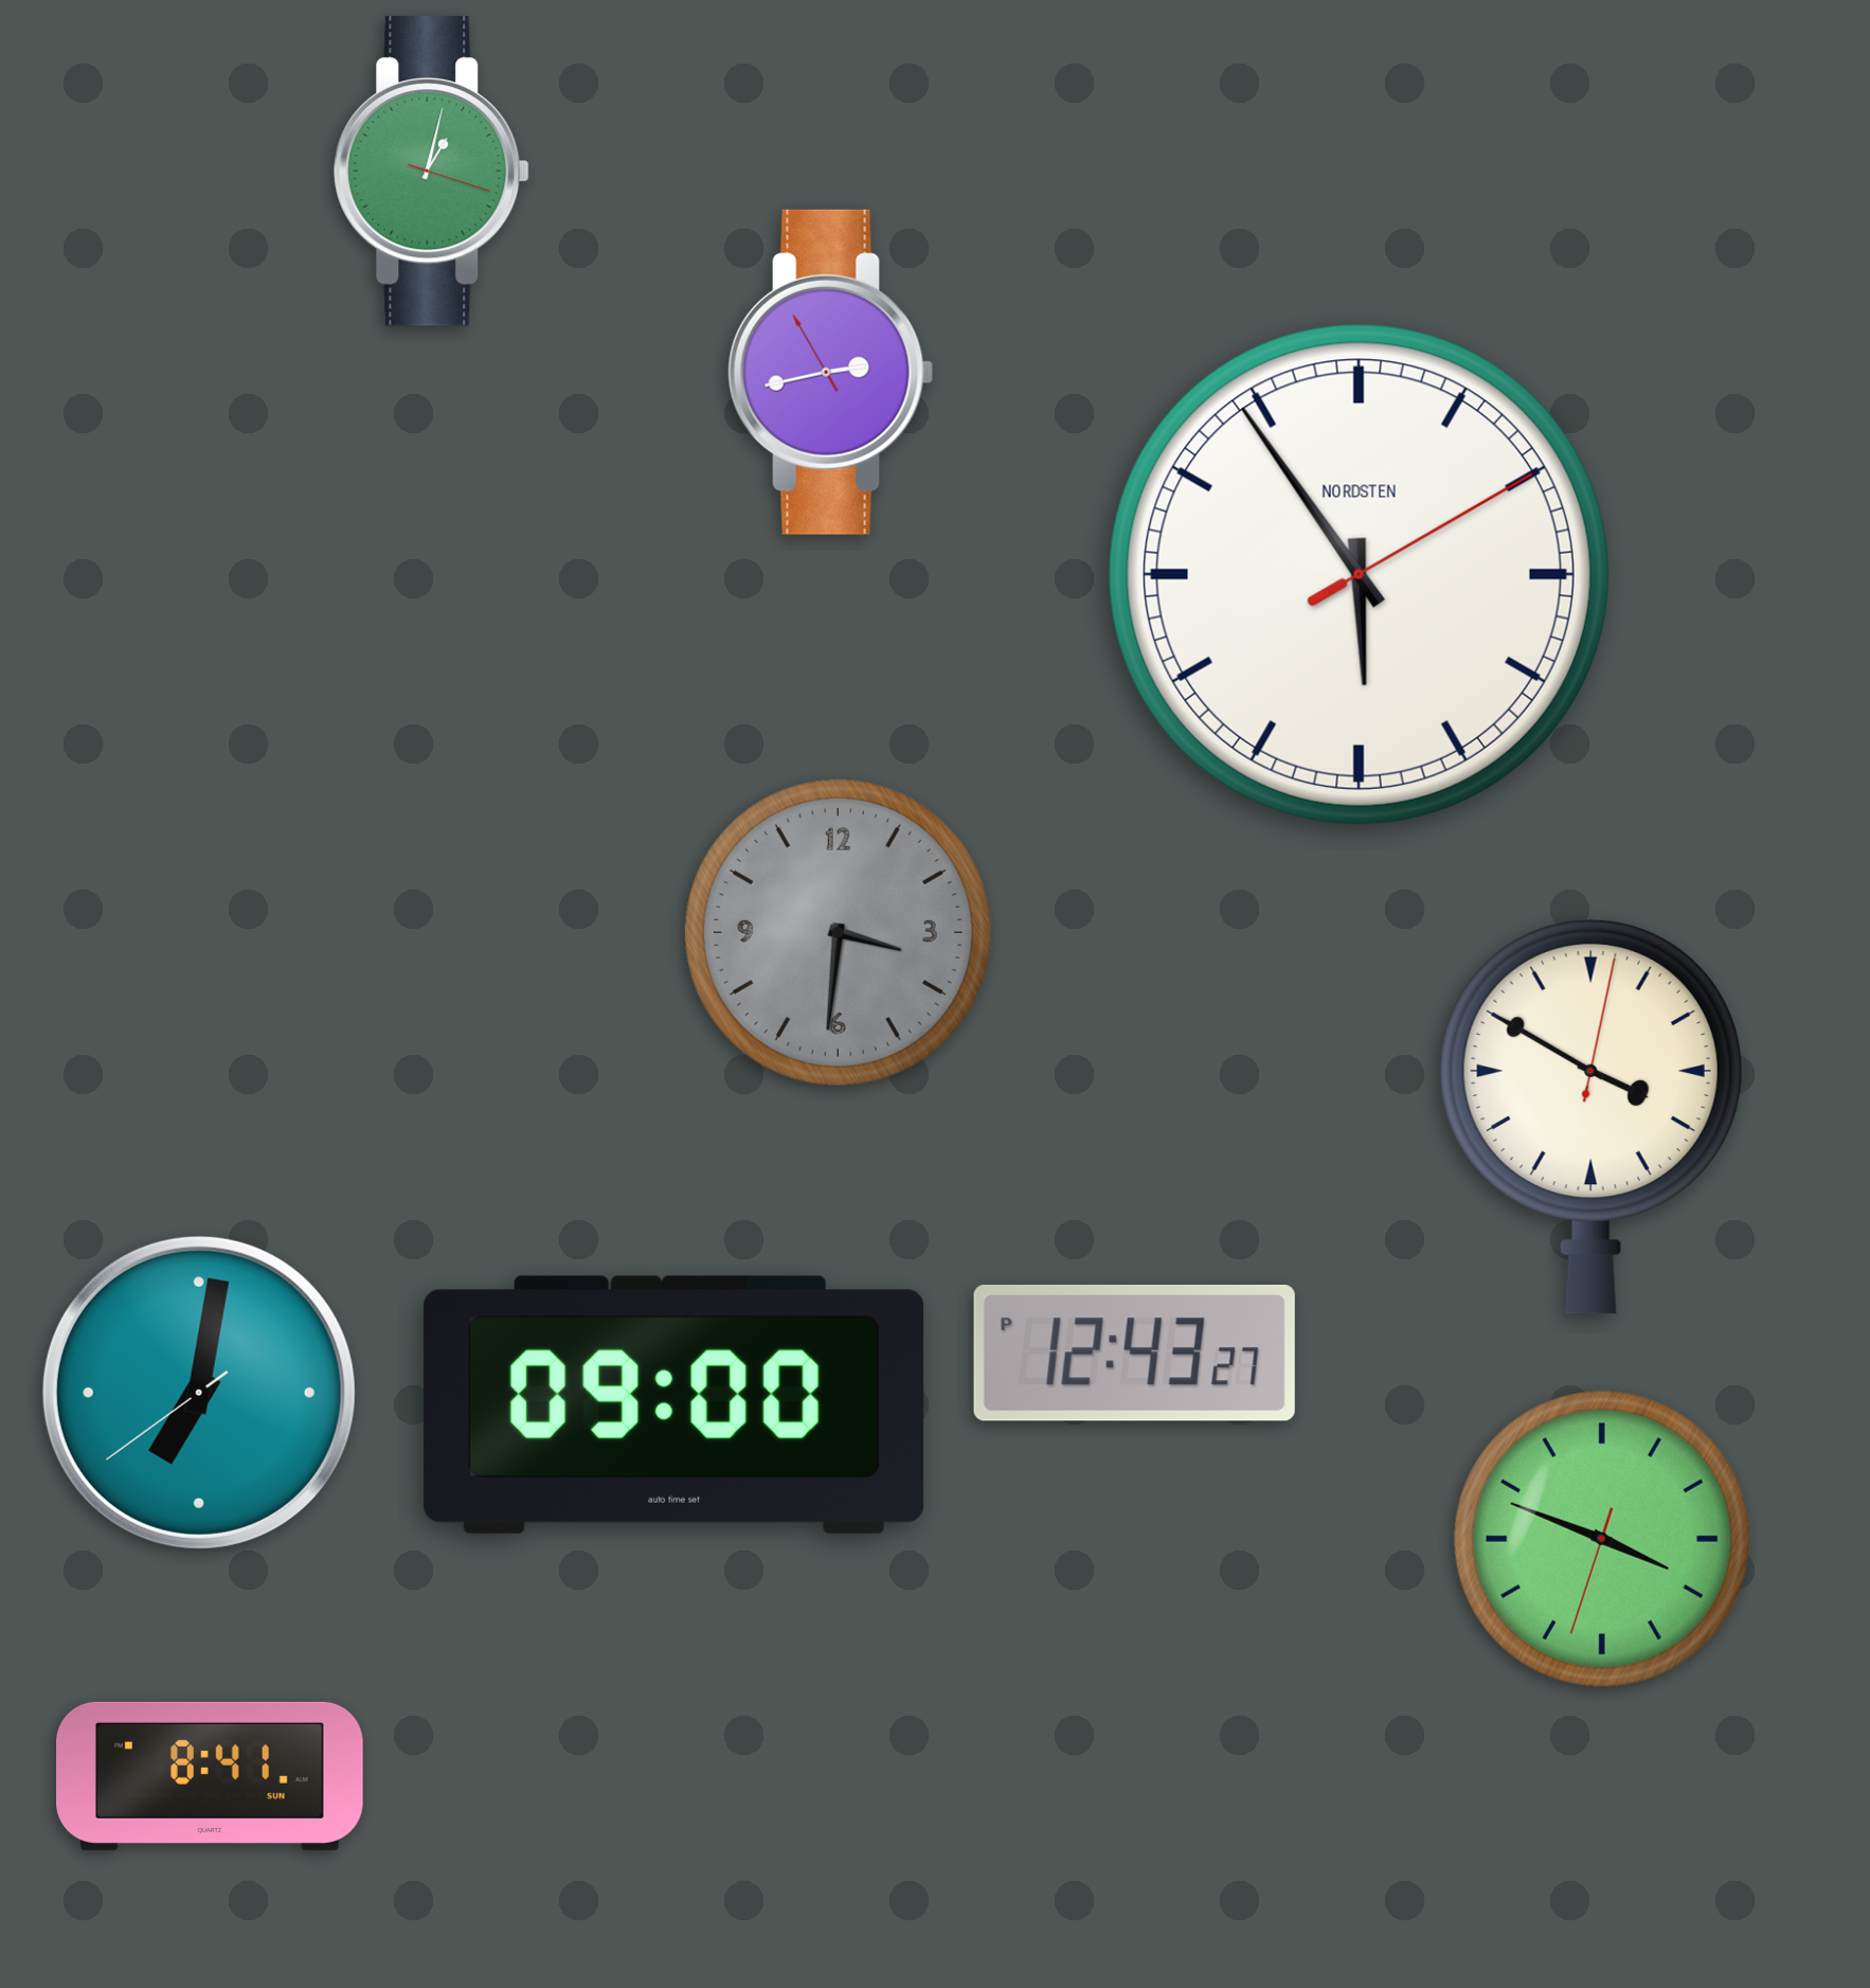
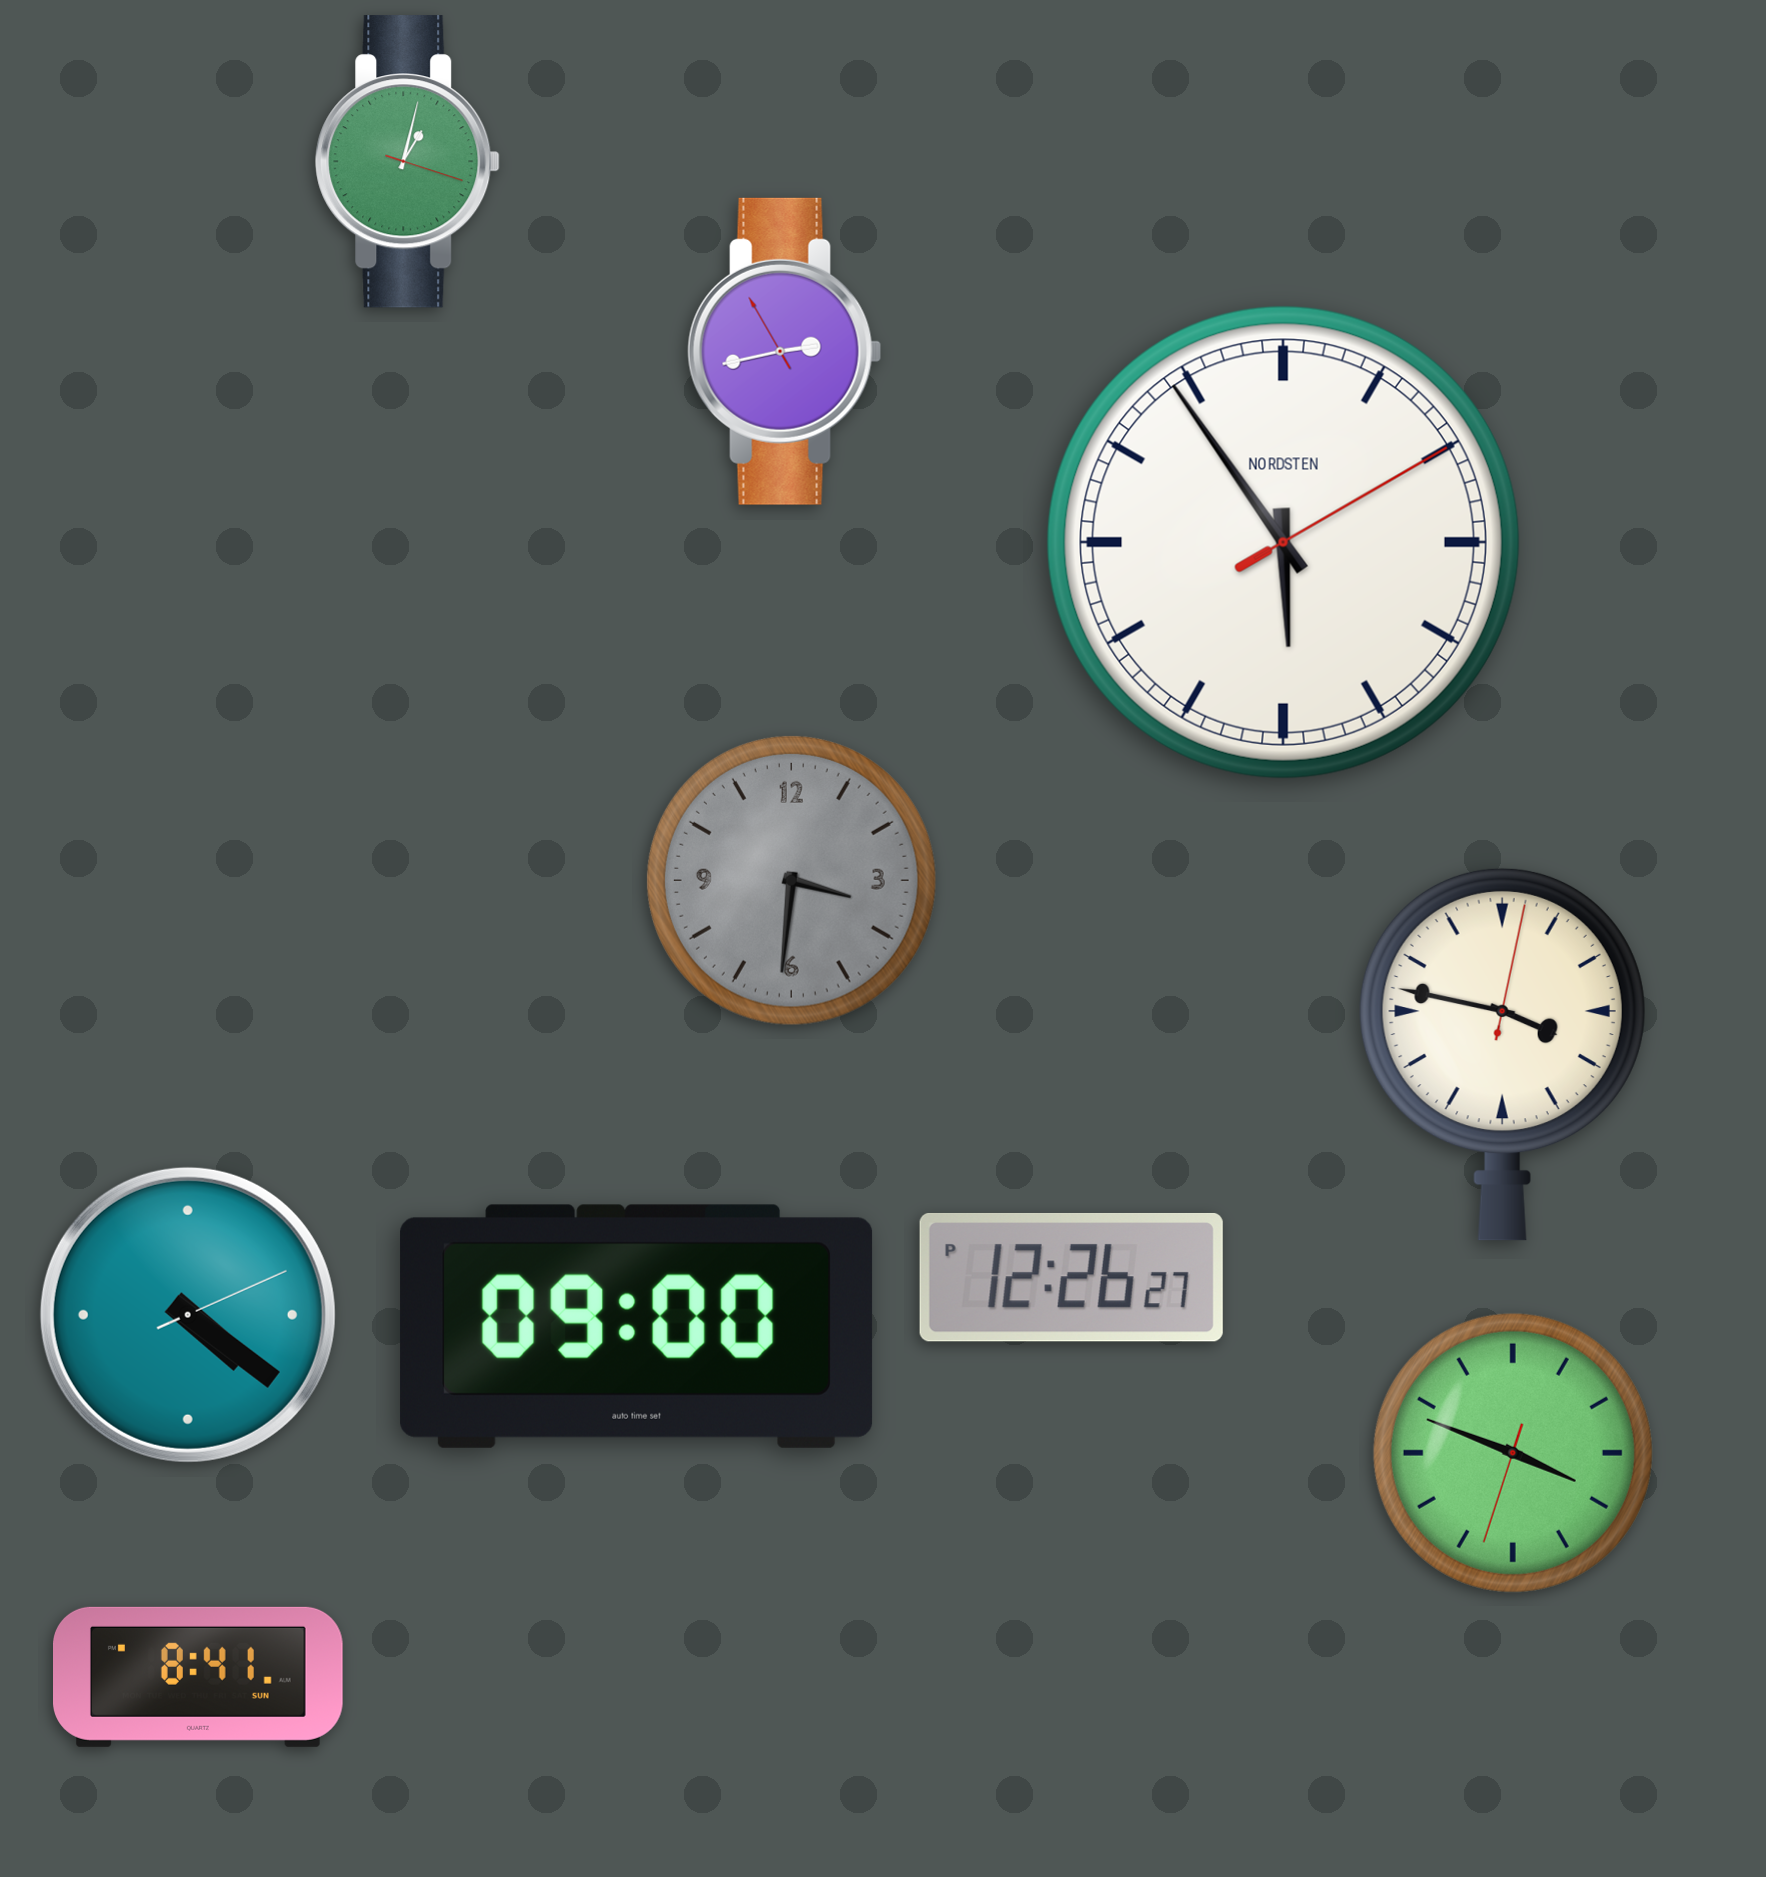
clock at (1590, 1116): 3:50 -> 3:47
clock at (1134, 1353): 12:43 -> 12:26
clock at (199, 1393): 7:01 -> 4:21
